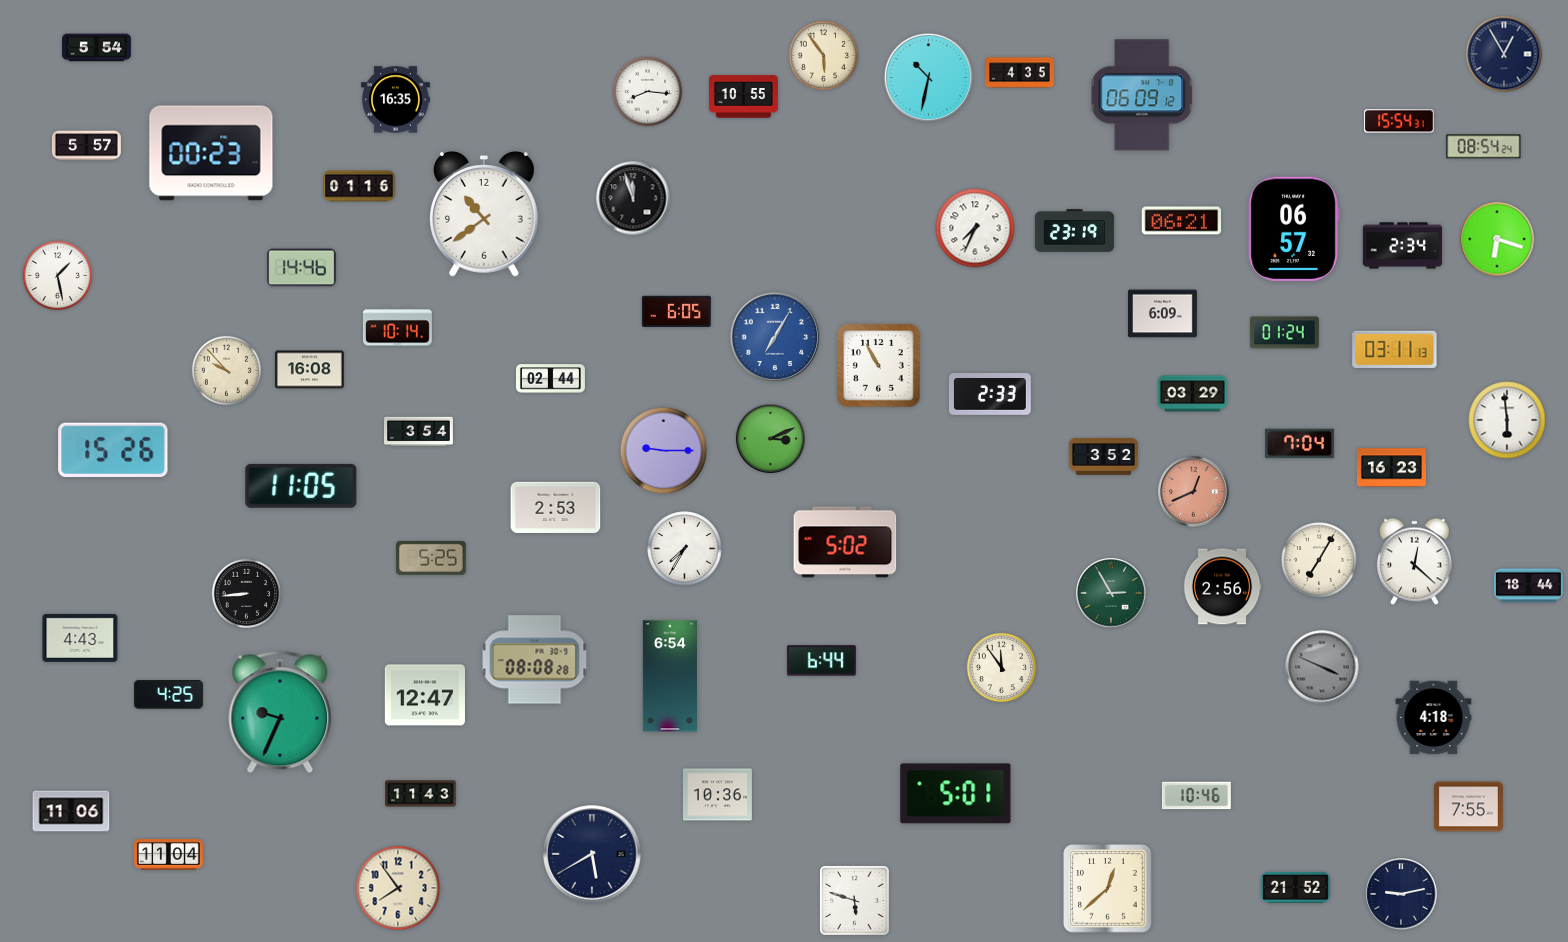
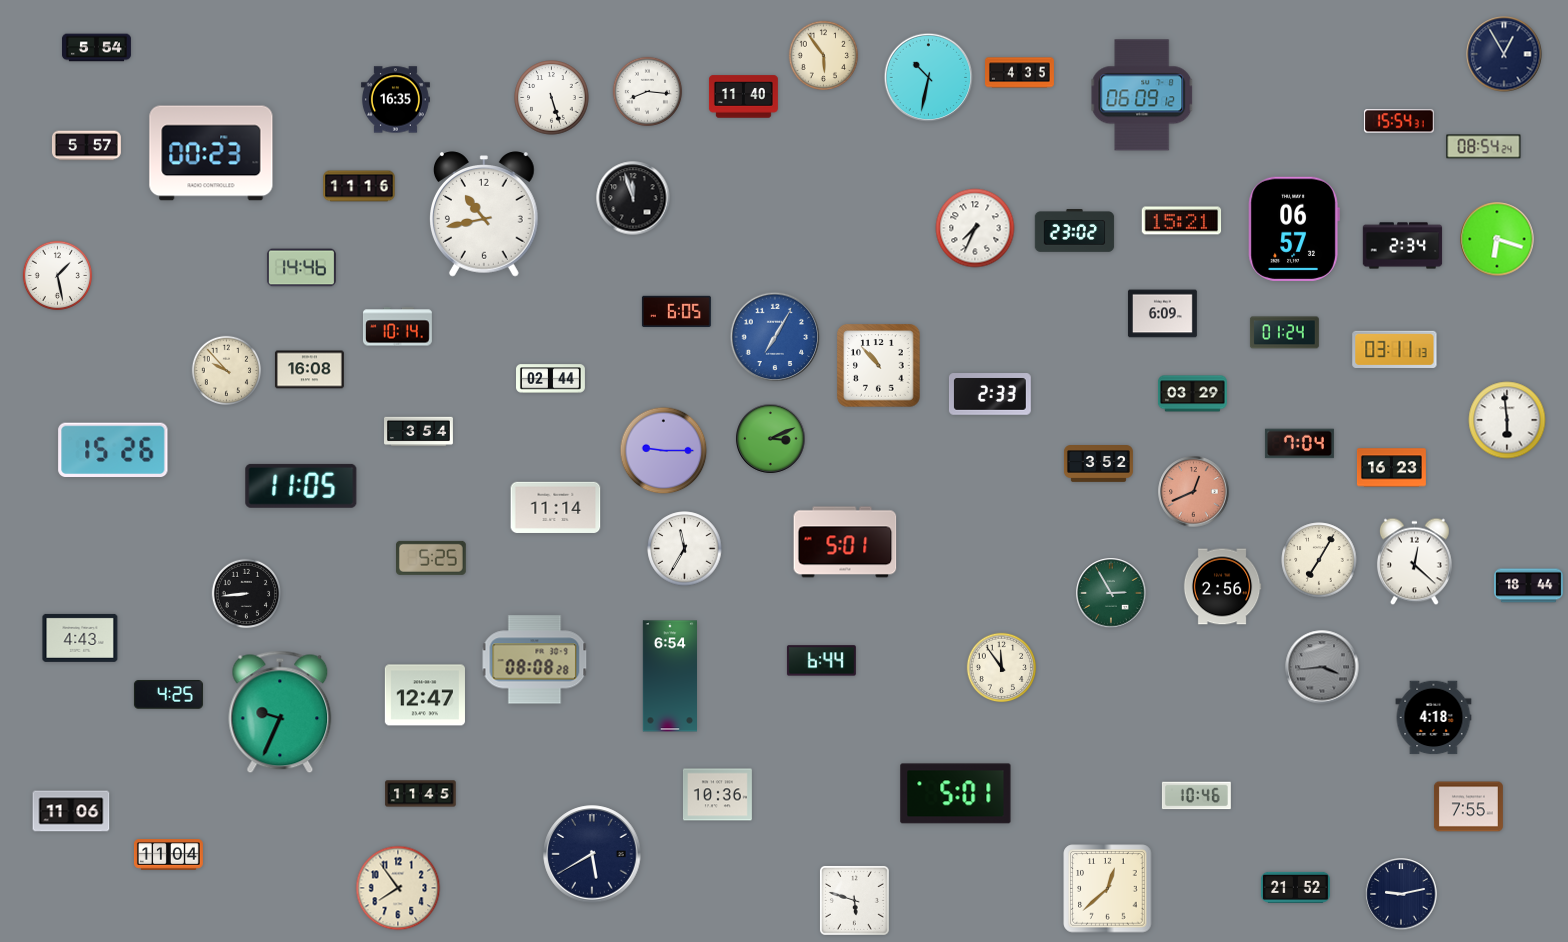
clock at (743, 97): 10:55 -> 11:40
clock at (552, 98): none -> 5:27
clock at (359, 186): 01:16 -> 11:16
clock at (485, 214): 10:39 -> 10:43
clock at (1182, 221): 06:21 -> 15:21
clock at (1075, 231): 23:19 -> 23:02
clock at (879, 366): 10:55 -> 10:53
clock at (1104, 457) position: (1104, 457) -> (1099, 464)
clock at (556, 507): 2:53 -> 11:14
clock at (845, 542): 5:02 -> 5:01
clock at (685, 549): 7:35 -> 11:35
clock at (1322, 667): 3:49 -> 3:44
clock at (421, 794): 11:43 -> 11:45
